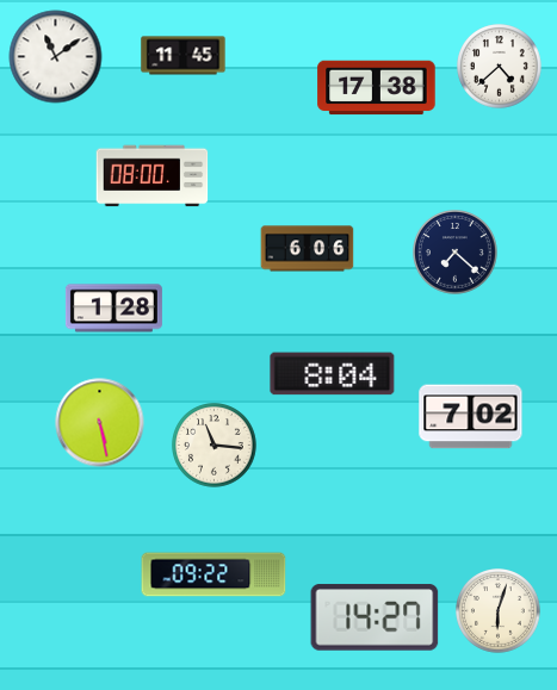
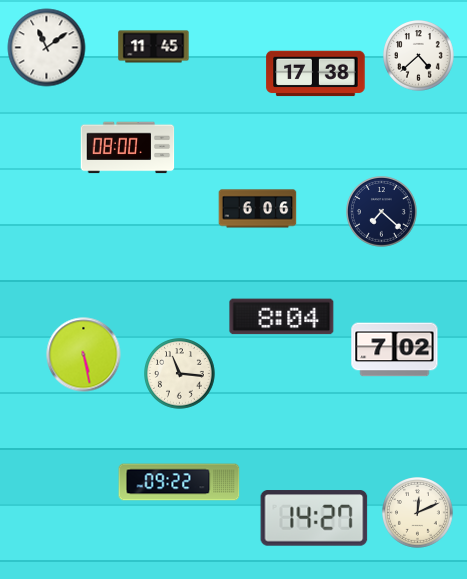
clock at (113, 309): 1:28 -> none
clock at (333, 374) position: (333, 374) -> (282, 317)
clock at (499, 611): 6:03 -> 12:11
